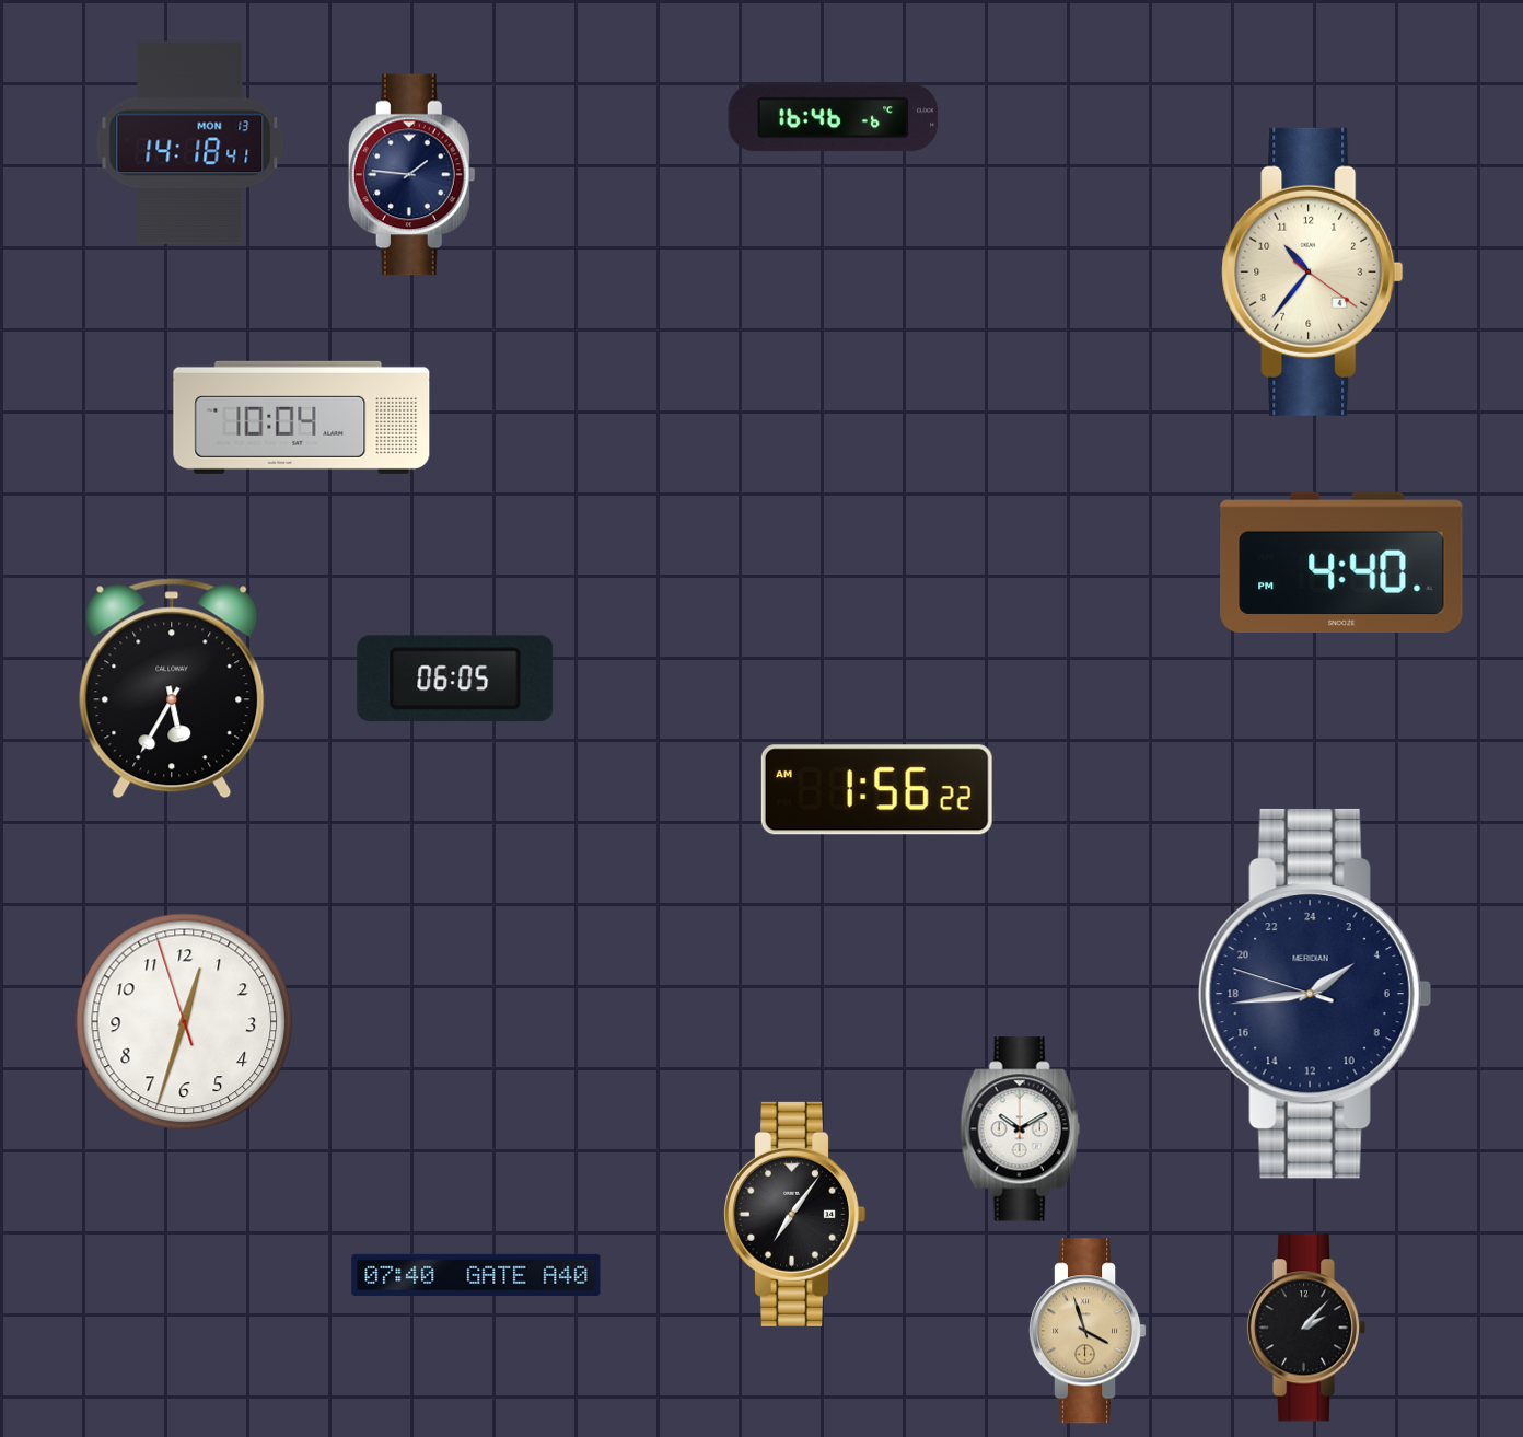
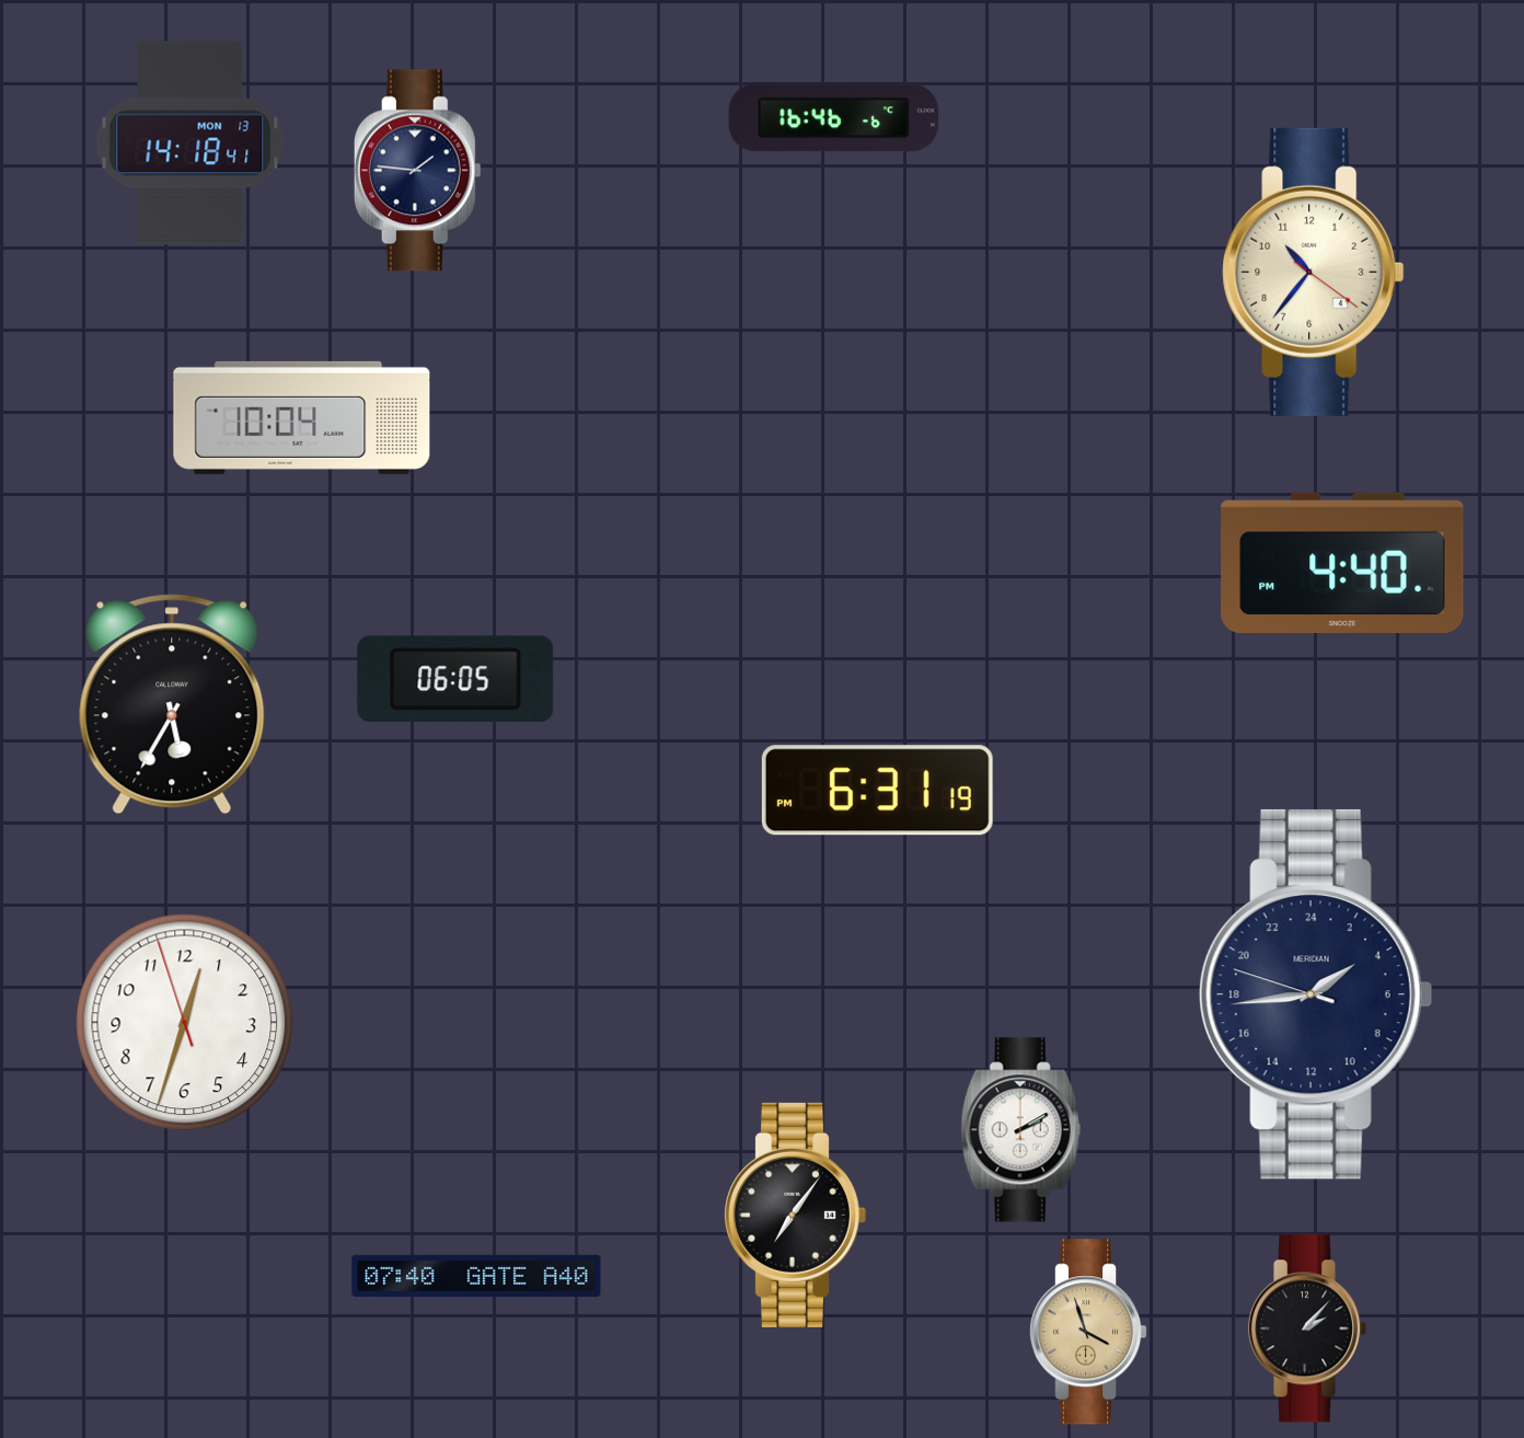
clock at (411, 175) position: (411, 175) -> (417, 171)
clock at (172, 688) position: (172, 688) -> (172, 704)
clock at (876, 790): 1:56 -> 6:31
clock at (1021, 1129): 10:10 -> 2:10
